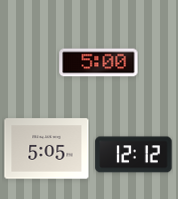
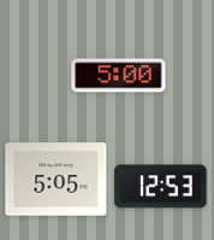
clock at (134, 155): 12:12 -> 12:53
